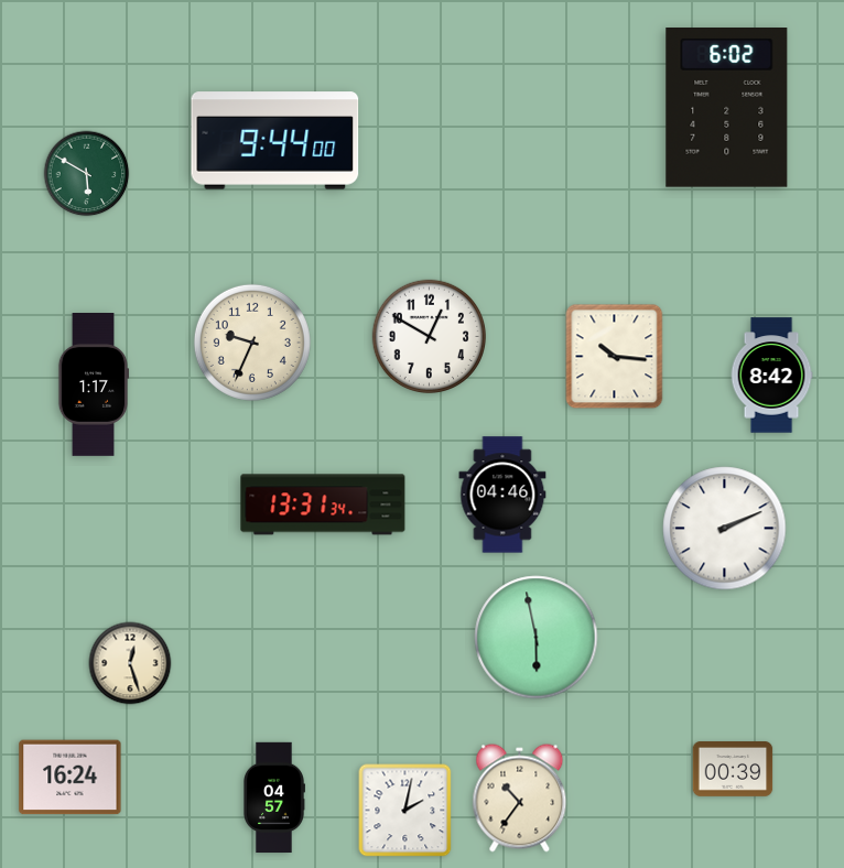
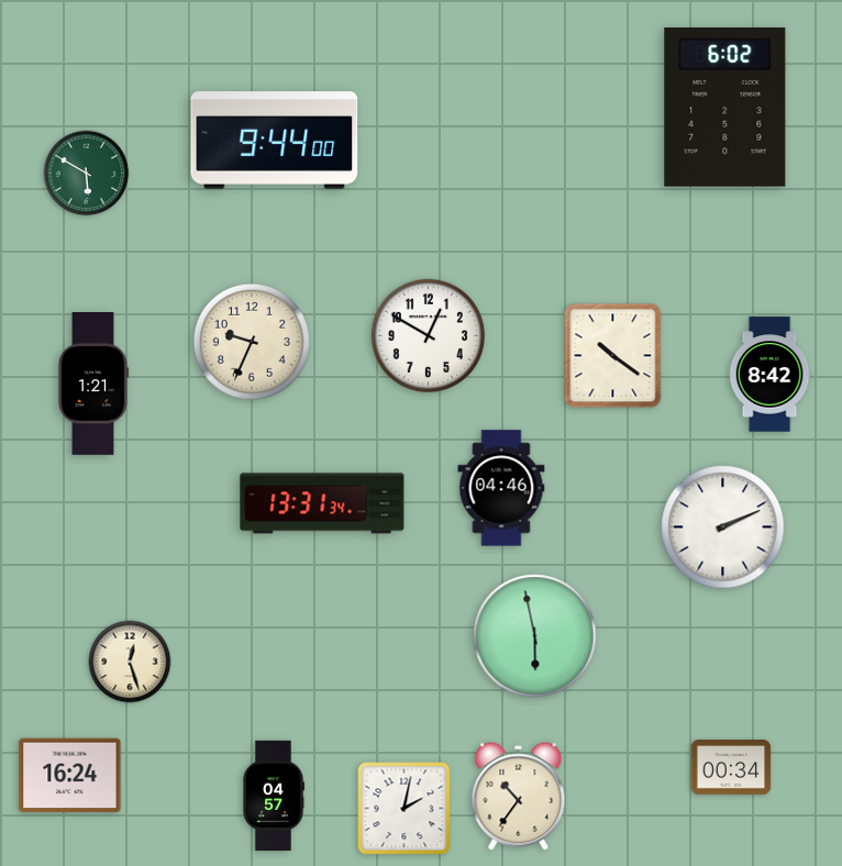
clock at (615, 357): 10:16 -> 10:21
clock at (94, 386): 1:17 -> 1:21
clock at (502, 495) position: (502, 495) -> (501, 488)
clock at (733, 770): 00:39 -> 00:34
